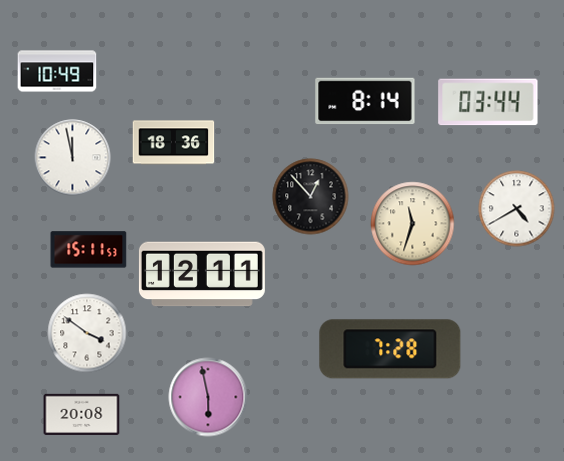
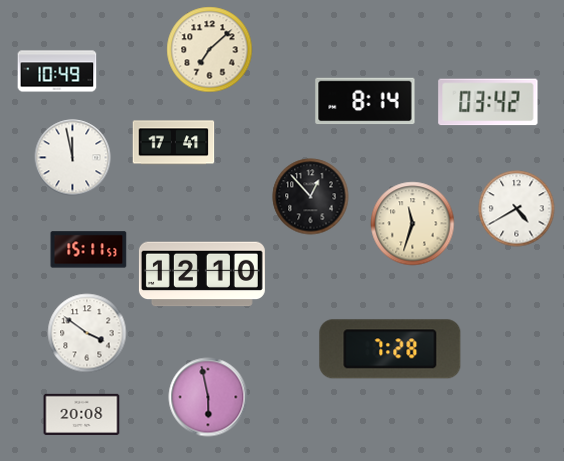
clock at (210, 50): none -> 7:08
clock at (488, 102): 03:44 -> 03:42
clock at (174, 143): 18:36 -> 17:41
clock at (202, 274): 12:11 -> 12:10
